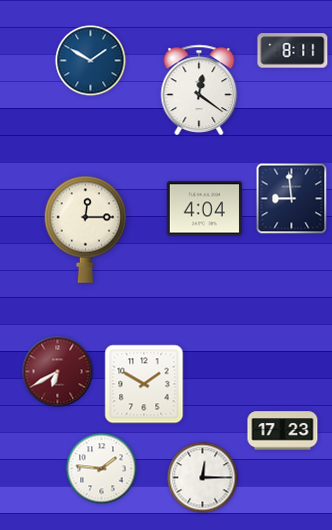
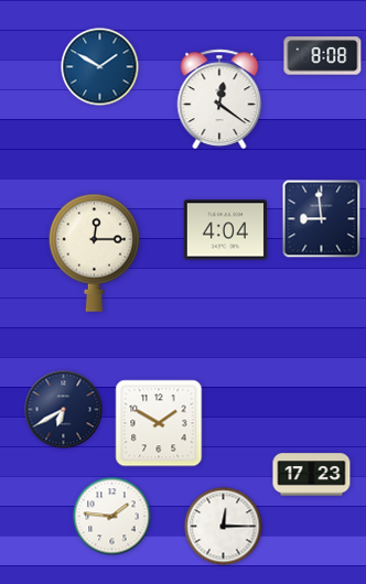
clock at (293, 51): 8:11 -> 8:08
clock at (58, 372) dial: burgundy -> navy
